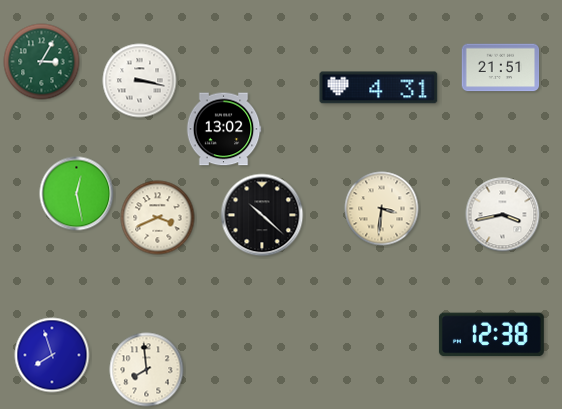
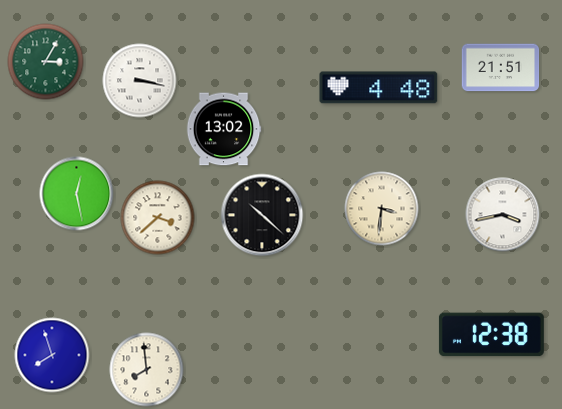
clock at (42, 62) position: (42, 62) -> (46, 62)
clock at (379, 88): 4:31 -> 4:48
clock at (158, 218): 3:41 -> 3:38
